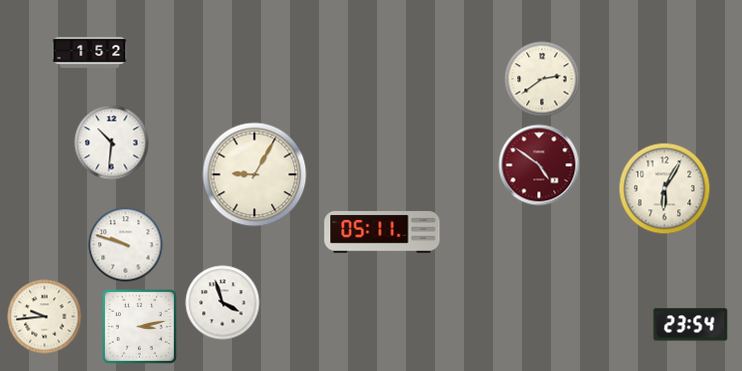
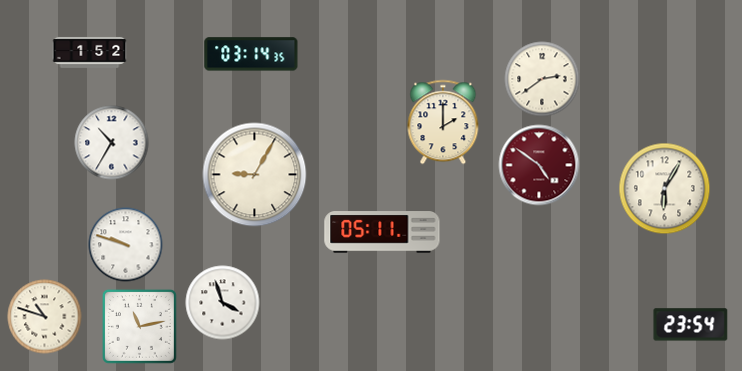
clock at (251, 54): none -> 03:14
clock at (443, 122): none -> 2:00
clock at (112, 143): 10:31 -> 10:35
clock at (45, 317): 9:44 -> 10:48
clock at (139, 326): 3:13 -> 11:13
